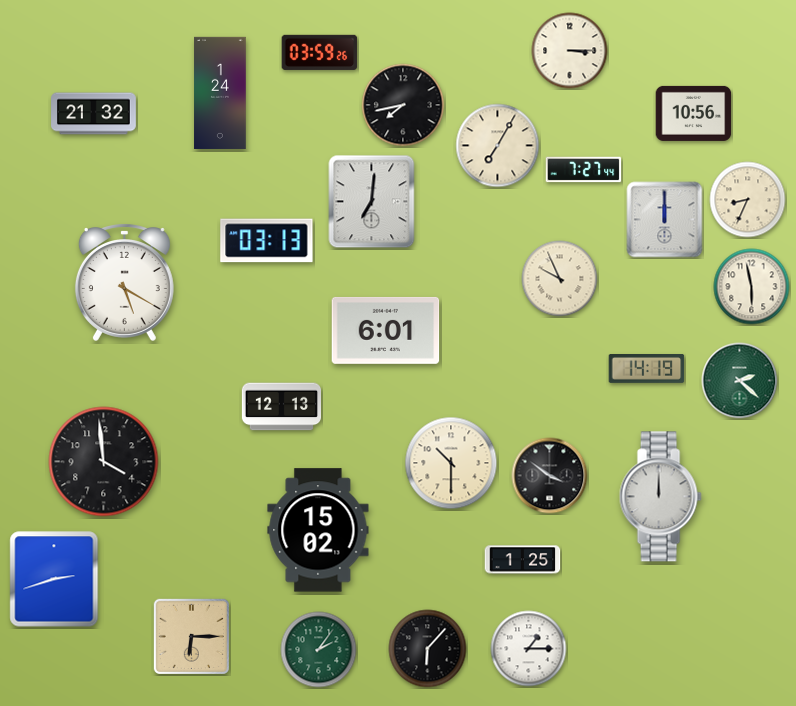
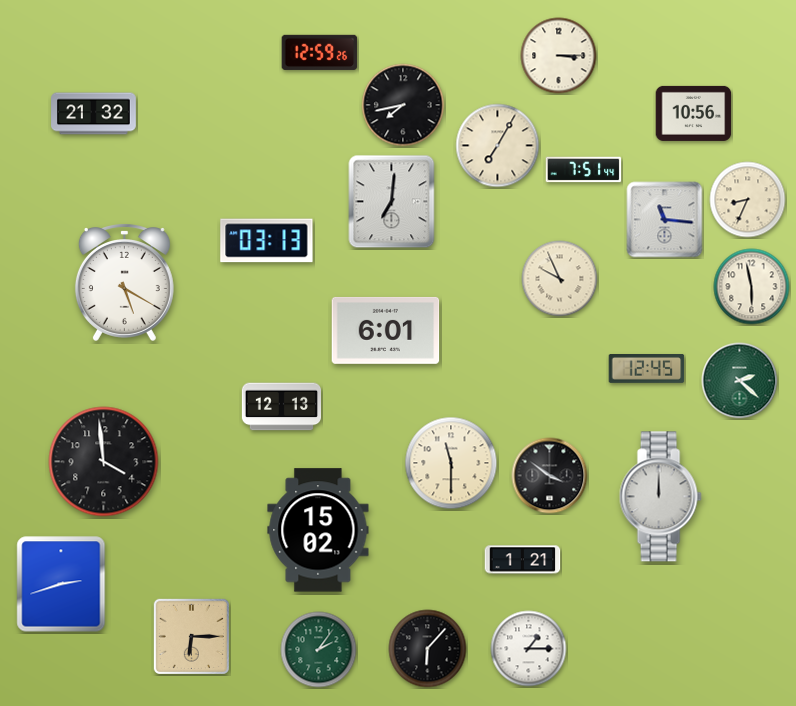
clock at (570, 51) position: (570, 51) -> (559, 56)
clock at (320, 52): 03:59 -> 12:59
clock at (220, 93): 1:24 -> none
clock at (584, 170): 7:27 -> 7:51
clock at (372, 202) position: (372, 202) -> (392, 202)
clock at (665, 220): 12:00 -> 11:16
clock at (647, 369): 14:19 -> 12:45
clock at (451, 463): 10:30 -> 11:30
clock at (523, 560): 1:25 -> 1:21
clock at (54, 579) position: (54, 579) -> (61, 584)
